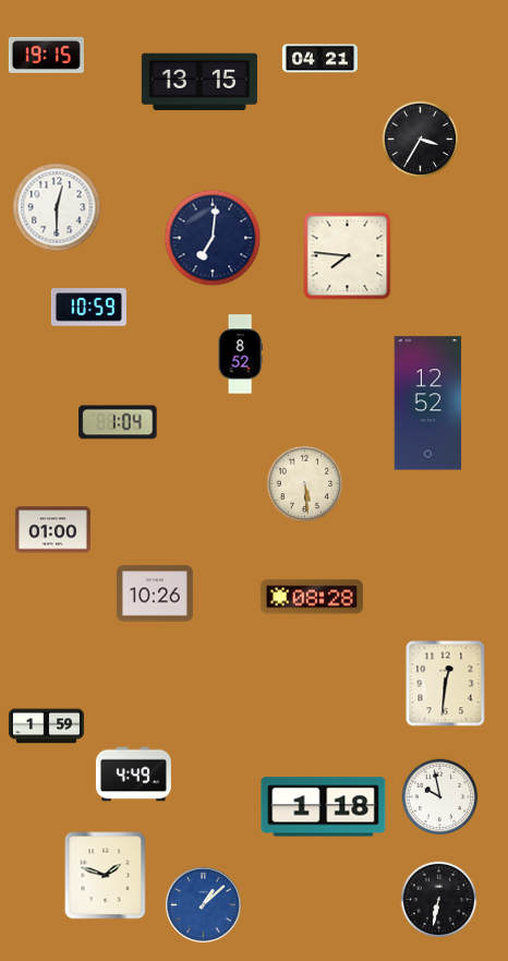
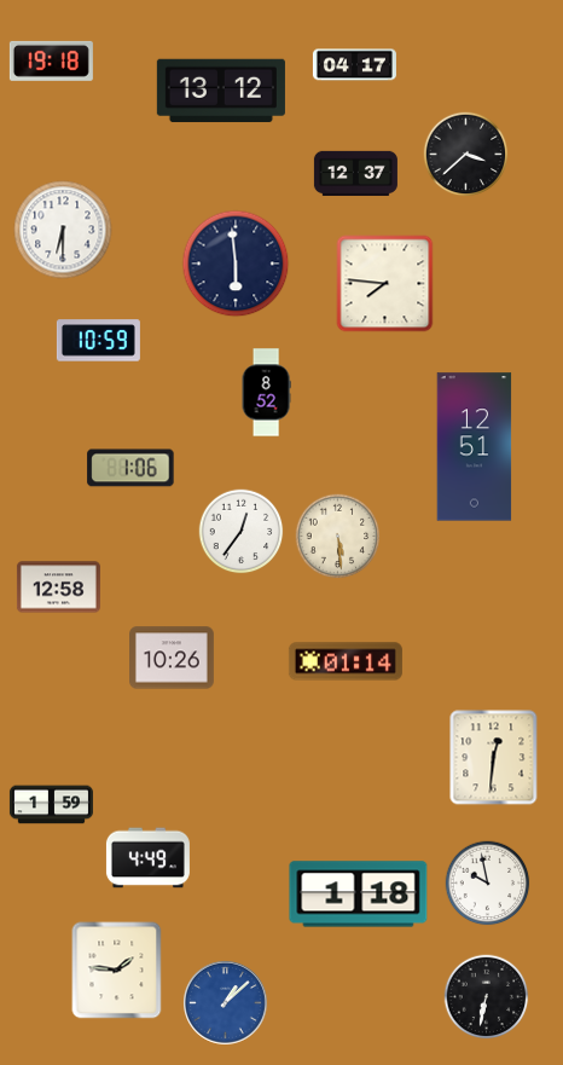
clock at (46, 55): 19:15 -> 19:18
clock at (319, 59): 04:21 -> 04:17
clock at (199, 82): 13:15 -> 13:12
clock at (421, 140): 3:35 -> 3:38
clock at (355, 173): none -> 12:37
clock at (57, 207): 12:30 -> 6:30
clock at (213, 238): 7:01 -> 5:59
clock at (428, 404): 12:52 -> 12:51
clock at (118, 422): 1:04 -> 1:06
clock at (242, 532): none -> 12:36
clock at (52, 530): 01:00 -> 12:58
clock at (312, 597): 08:28 -> 01:14
clock at (106, 876): 1:48 -> 1:46
